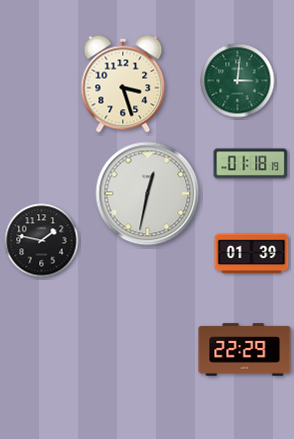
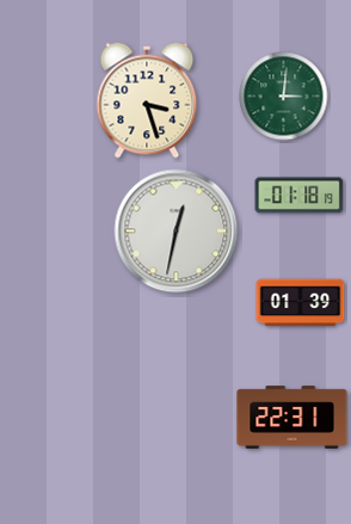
clock at (42, 241): 1:47 -> none
clock at (245, 350): 22:29 -> 22:31
